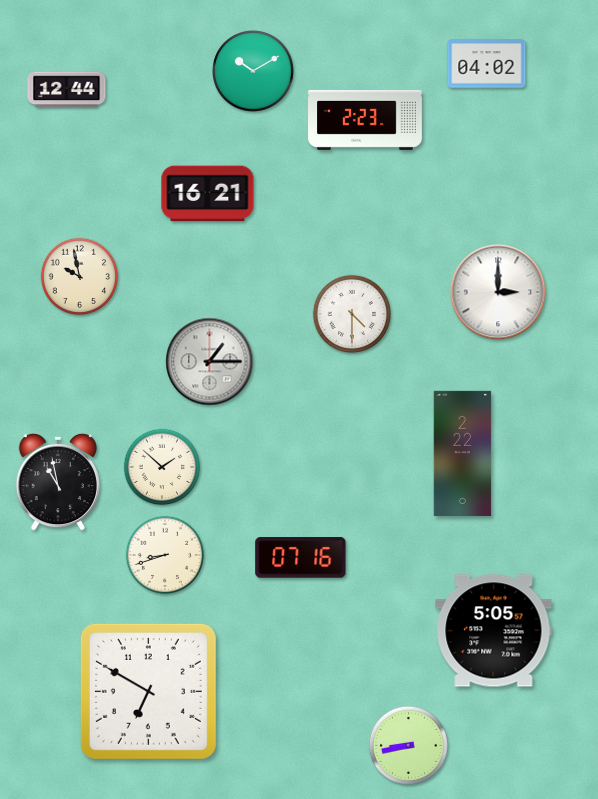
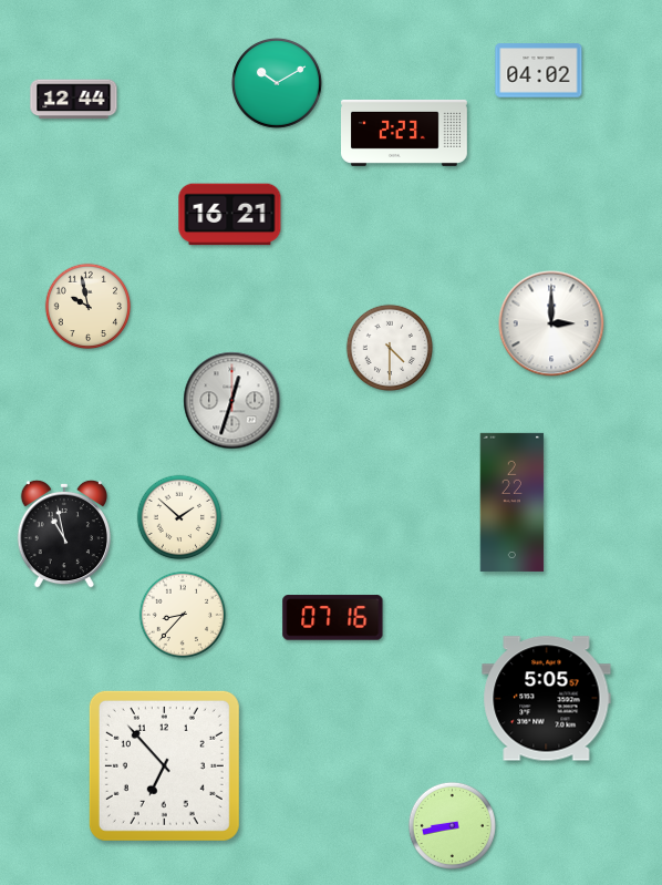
clock at (254, 72) position: (254, 72) -> (278, 84)
clock at (210, 362): 1:15 -> 12:33
clock at (164, 554): 8:42 -> 8:37
clock at (148, 691): 6:50 -> 6:53
